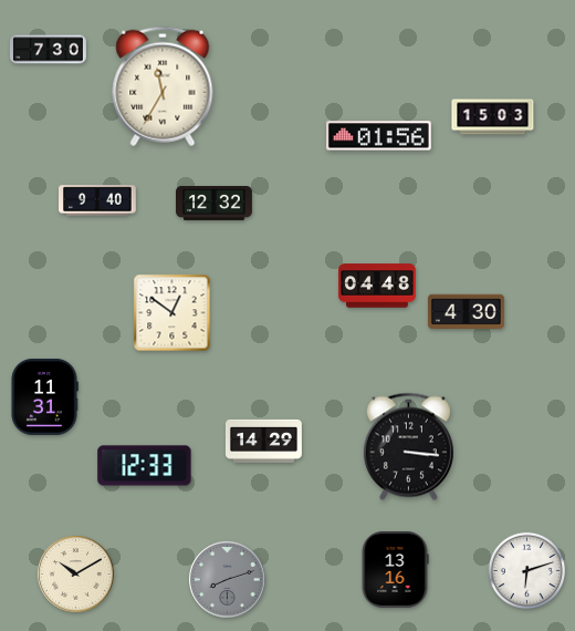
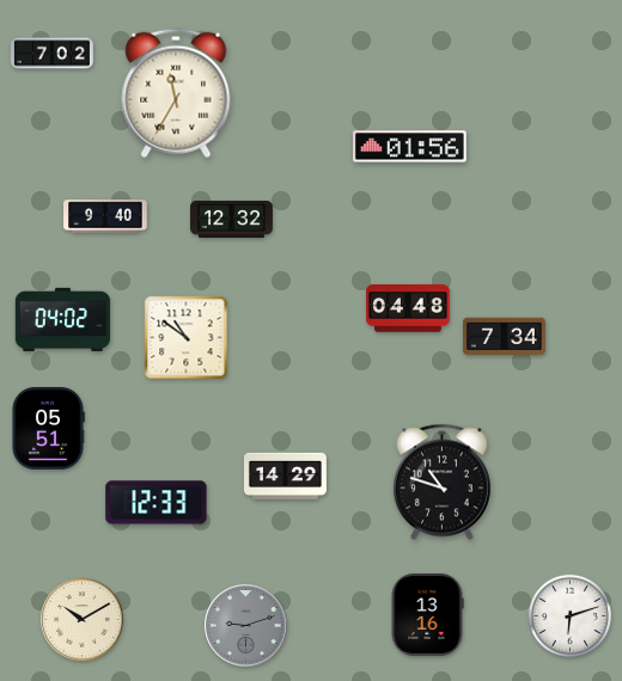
clock at (48, 50): 7:30 -> 7:02
clock at (493, 117): 15:03 -> none
clock at (63, 319): none -> 04:02
clock at (466, 312): 4:30 -> 7:34
clock at (172, 313): 12:51 -> 10:51
clock at (44, 396): 11:31 -> 05:51
clock at (408, 447): 3:16 -> 10:48
clock at (228, 580): 8:12 -> 9:12
